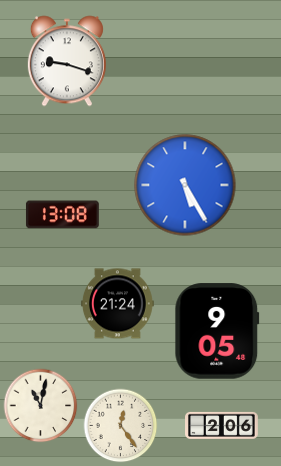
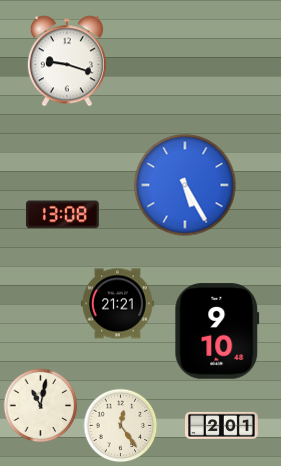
clock at (117, 304): 21:24 -> 21:21
clock at (217, 331): 9:05 -> 9:10
clock at (222, 425): 2:06 -> 2:01
